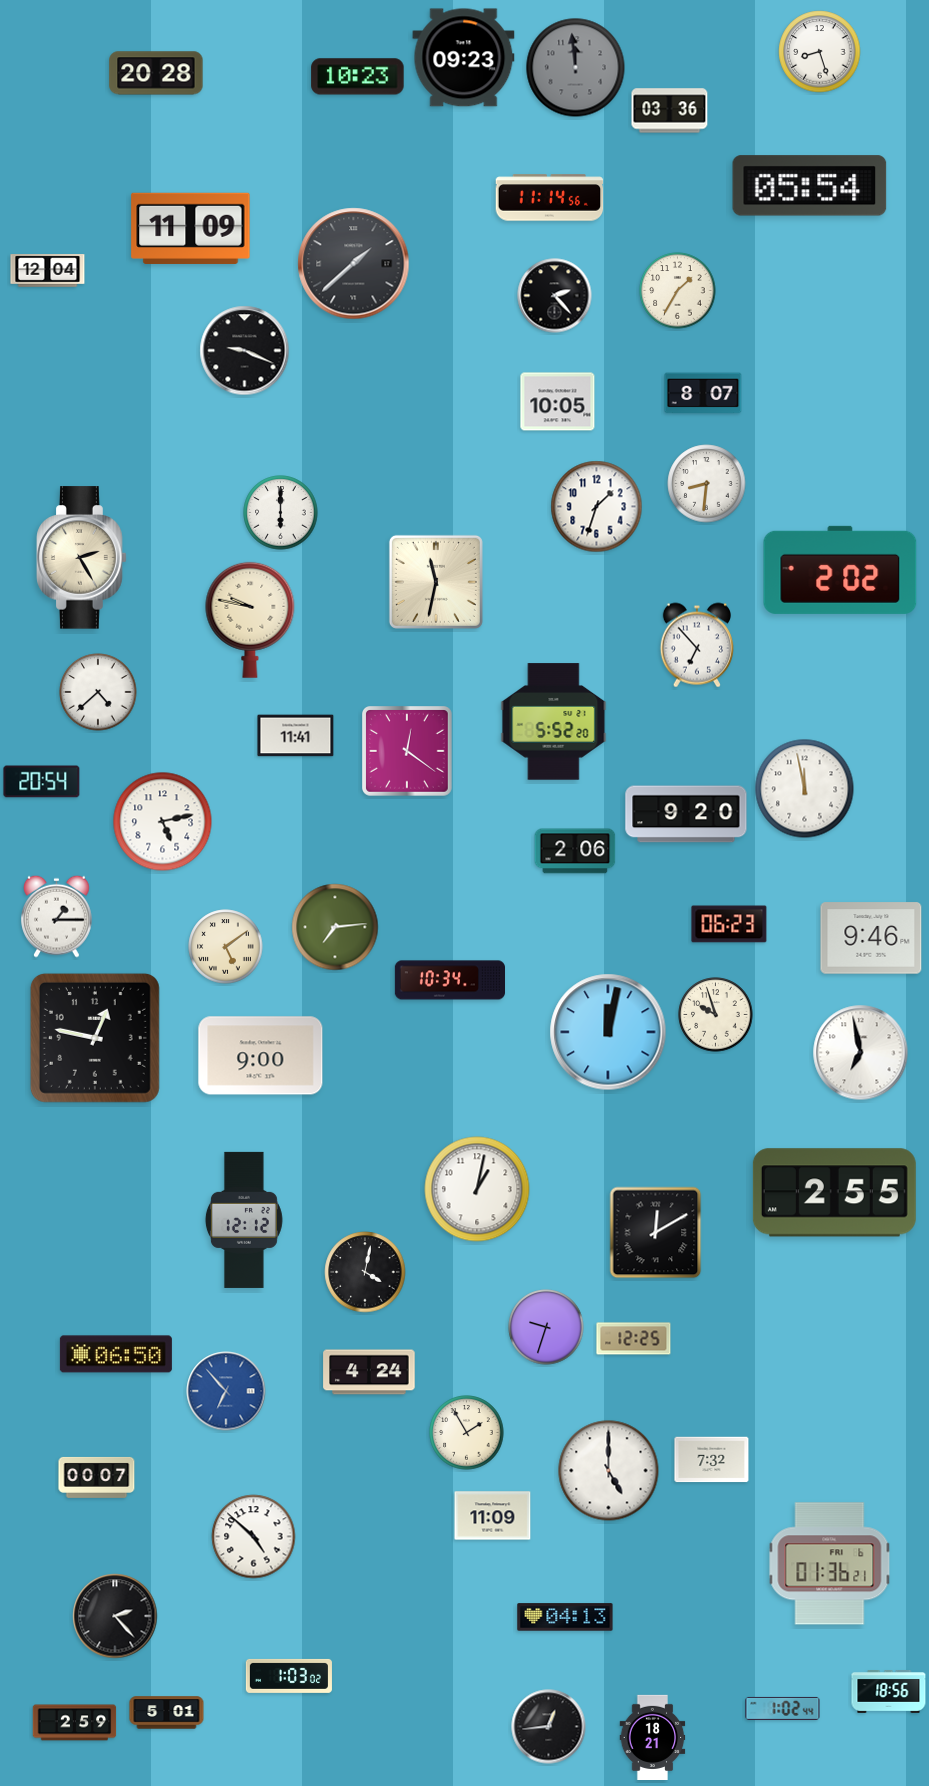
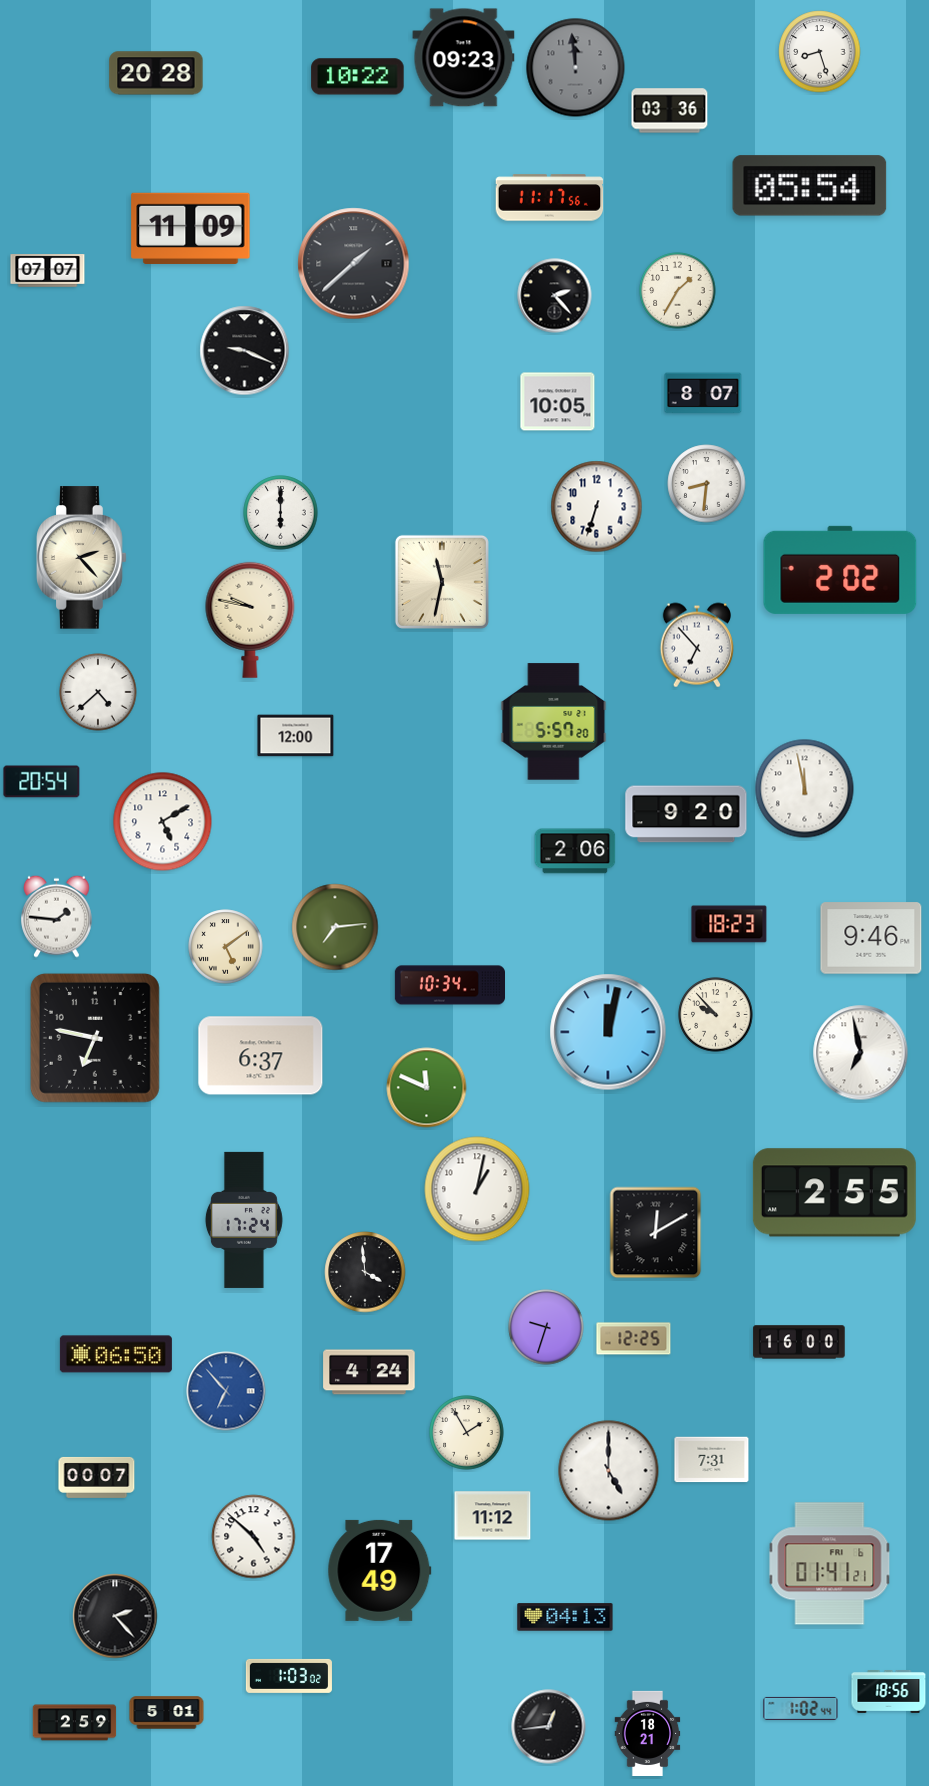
clock at (358, 77): 10:23 -> 10:22
clock at (550, 198): 11:14 -> 11:17
clock at (48, 271): 12:04 -> 07:07
clock at (597, 507): 1:33 -> 6:33
clock at (82, 558): 2:25 -> 2:23
clock at (436, 582) position: (436, 582) -> (442, 582)
clock at (554, 722): 5:52 -> 5:57
clock at (296, 736): 11:41 -> 12:00
clock at (408, 752): 12:21 -> none
clock at (163, 822): 5:13 -> 5:10
clock at (57, 916): 1:15 -> 1:46
clock at (729, 924): 06:23 -> 18:23
clock at (449, 980) position: (449, 980) -> (449, 985)
clock at (716, 1015): 9:57 -> 9:53
clock at (95, 1038): 12:47 -> 6:47
clock at (261, 1056): 9:00 -> 6:37
clock at (427, 1088): none -> 11:49
clock at (244, 1220): 12:12 -> 17:24
clock at (365, 1272): 4:02 -> 3:59
clock at (799, 1342): none -> 16:00
clock at (712, 1460): 7:32 -> 7:31
clock at (493, 1516): 11:09 -> 11:12
clock at (830, 1564): 01:36 -> 01:41
clock at (380, 1570): none -> 17:49
clock at (783, 1708) position: (783, 1708) -> (801, 1708)
clock at (653, 1737) position: (653, 1737) -> (648, 1733)
